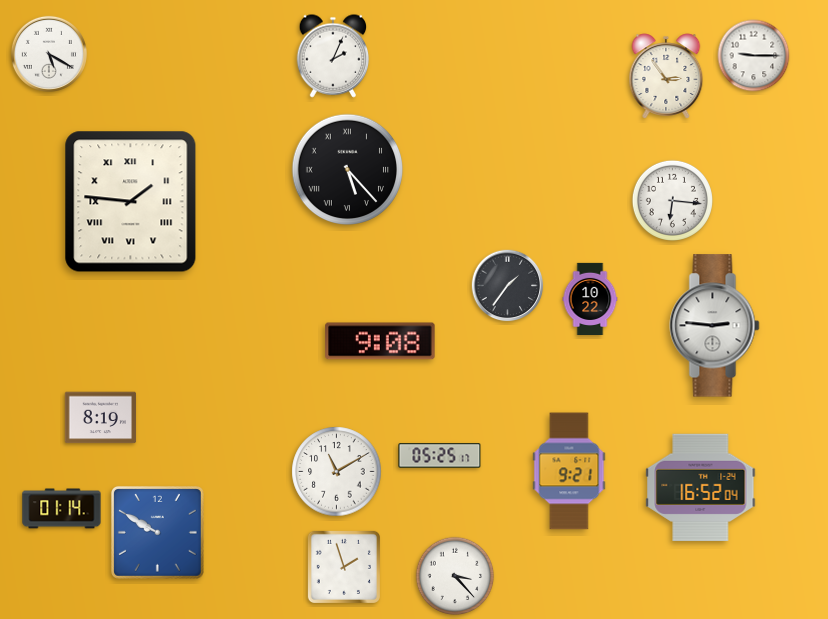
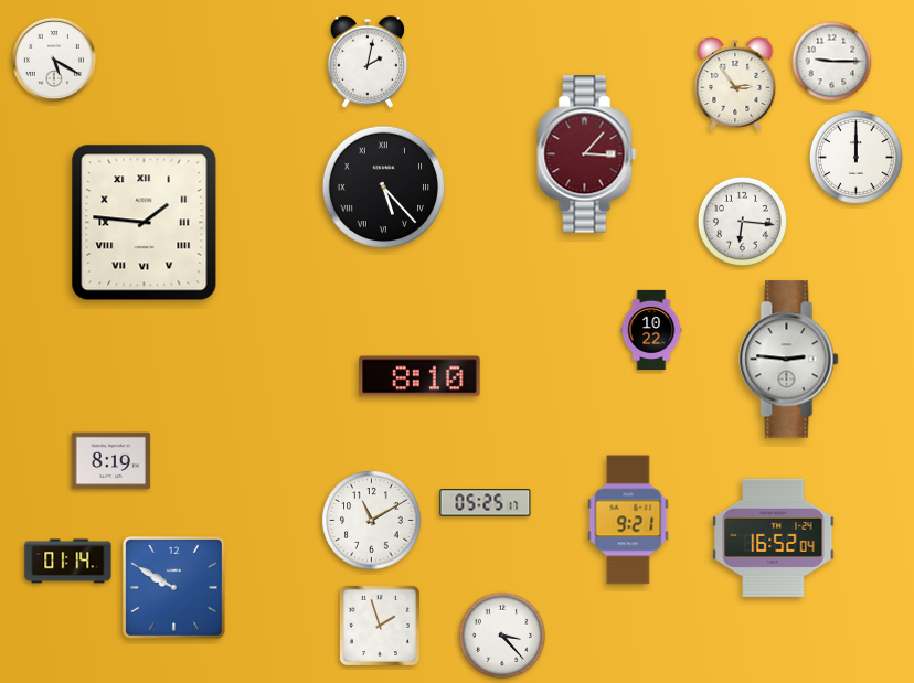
clock at (333, 56): 2:04 -> 2:02
clock at (587, 154): none -> 3:07
clock at (855, 157): none -> 12:00
clock at (508, 286): 1:36 -> none
clock at (380, 341): 9:08 -> 8:10
